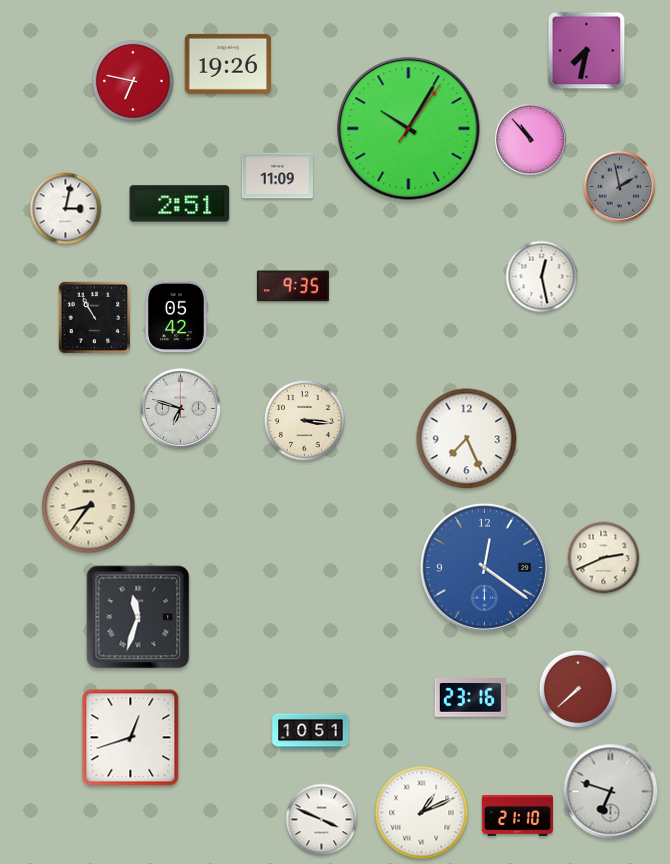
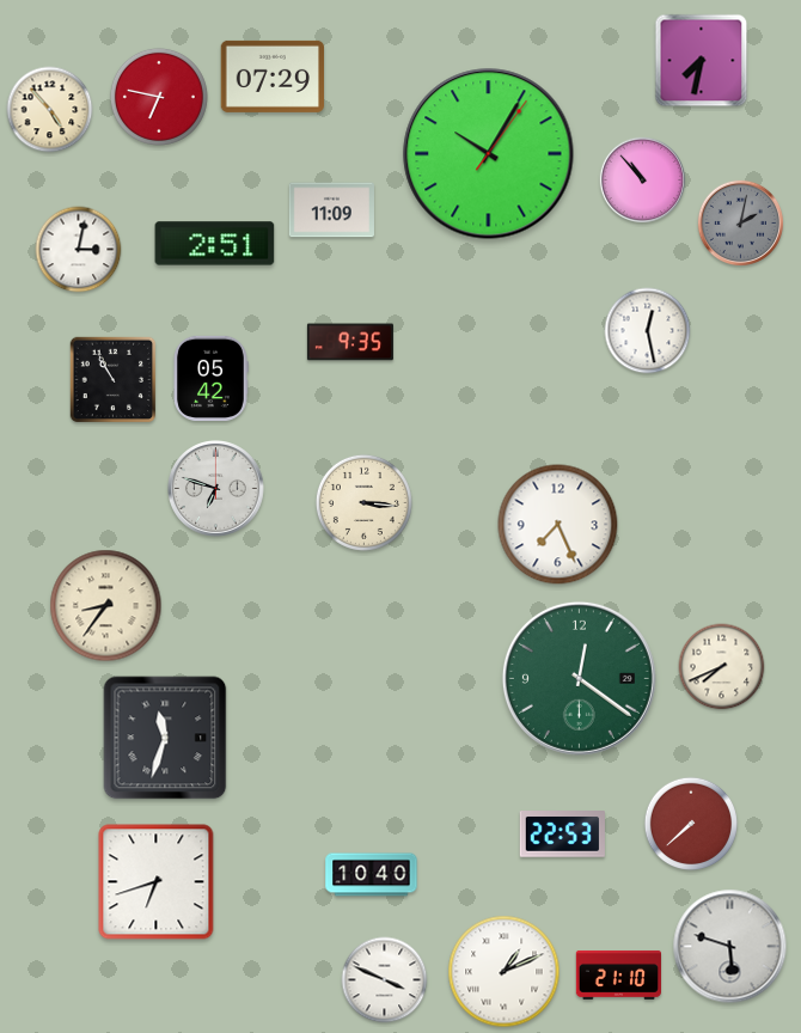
clock at (228, 64): 19:26 -> 07:29
clock at (50, 110): none -> 4:53
clock at (530, 139) position: (530, 139) -> (642, 179)
clock at (619, 186): 1:58 -> 2:02
clock at (604, 558): 2:41 -> 7:41
clock at (484, 567) dial: blue -> green
clock at (470, 698): 23:16 -> 22:53
clock at (311, 732): 10:51 -> 10:40
clock at (131, 738): 12:42 -> 6:42
clock at (611, 792): 6:48 -> 5:48
